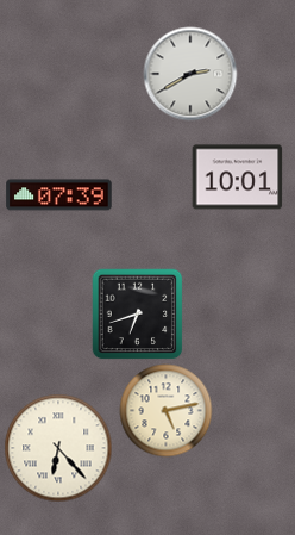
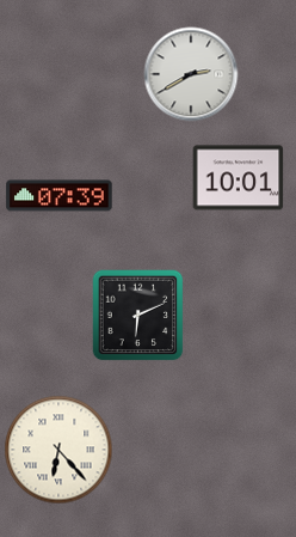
clock at (137, 313): 6:42 -> 6:11
clock at (167, 411): 5:13 -> none
